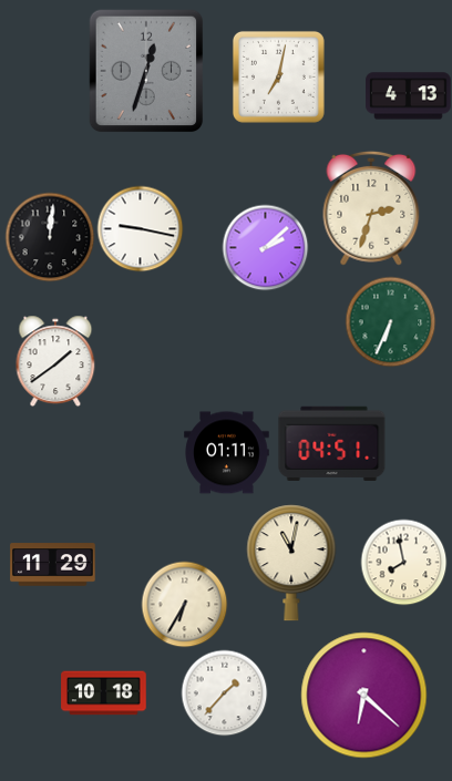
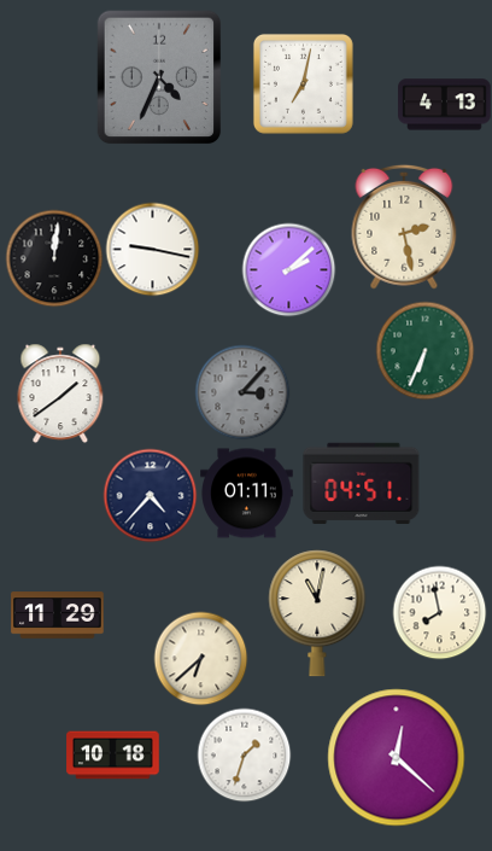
clock at (146, 71): 12:33 -> 4:34
clock at (371, 208): 2:33 -> 2:28
clock at (242, 392): none -> 3:07
clock at (150, 495): none -> 4:37
clock at (184, 604): 6:35 -> 6:38
clock at (224, 692): 1:37 -> 1:33
clock at (364, 696): 6:22 -> 12:22
